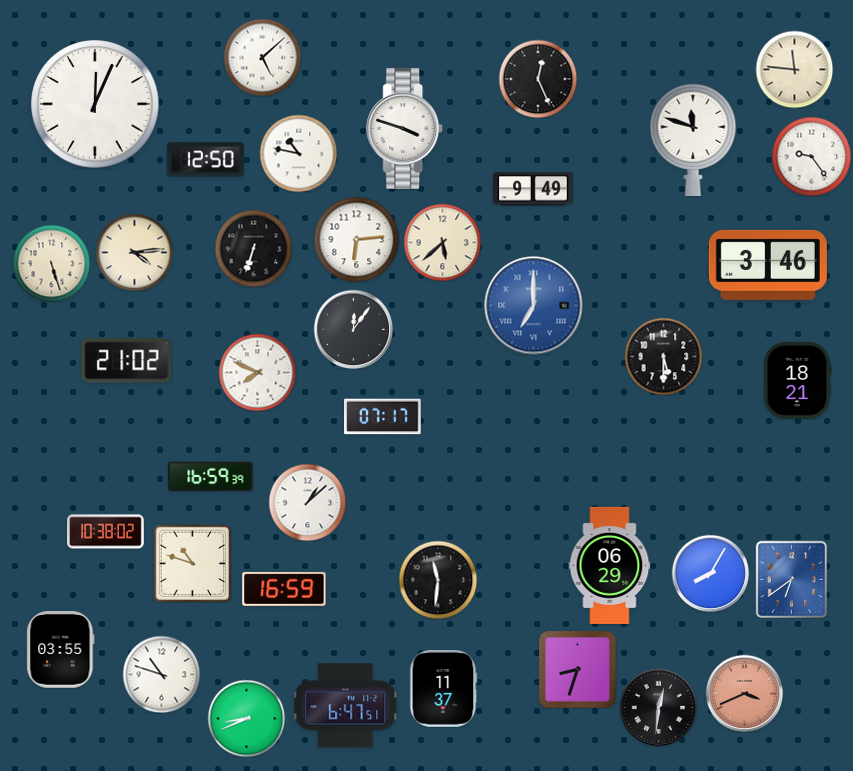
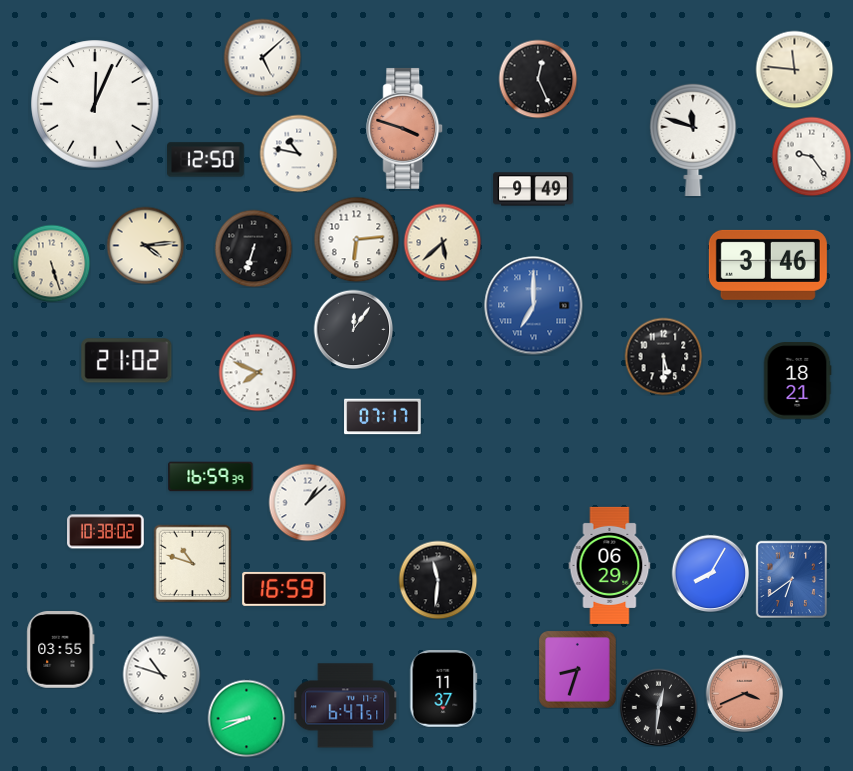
clock at (405, 128) dial: white -> salmon
clock at (134, 252) position: (134, 252) -> (145, 245)
